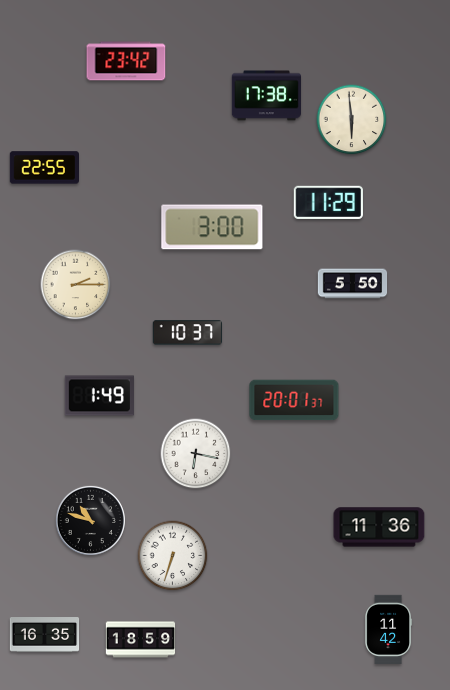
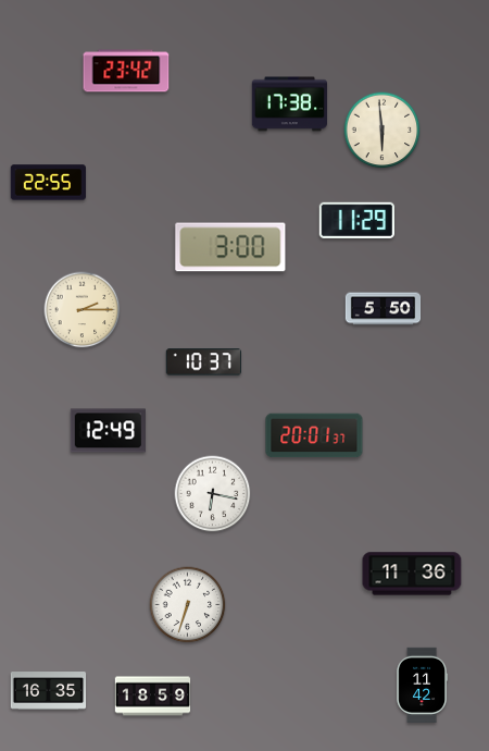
clock at (126, 61) position: (126, 61) -> (126, 71)
clock at (99, 396): 1:49 -> 12:49
clock at (294, 400) position: (294, 400) -> (314, 435)
clock at (90, 520): 10:48 -> none
